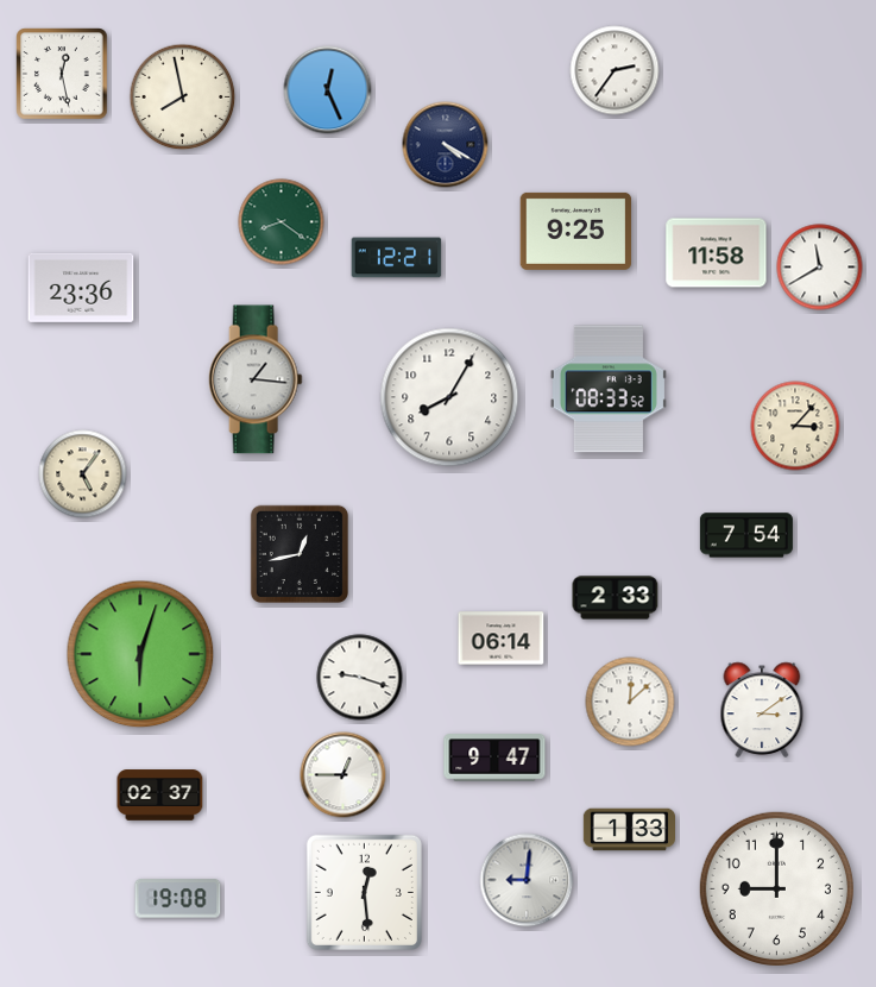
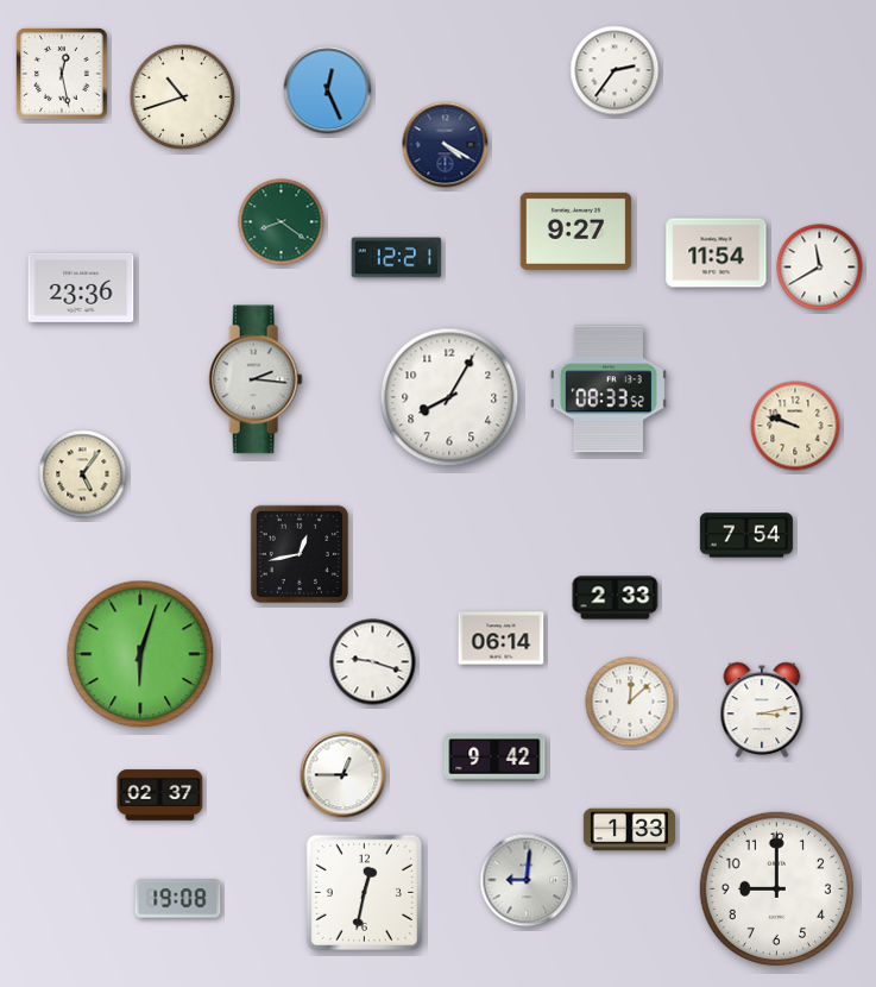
clock at (183, 98): 7:58 -> 10:42
clock at (576, 231): 9:25 -> 9:27
clock at (717, 253): 11:58 -> 11:54
clock at (256, 379): 1:16 -> 2:16
clock at (795, 426): 3:07 -> 9:48
clock at (360, 678) position: (360, 678) -> (373, 662)
clock at (762, 710): 3:09 -> 3:13
clock at (494, 757): 9:47 -> 9:42
clock at (364, 892): 12:29 -> 12:32
